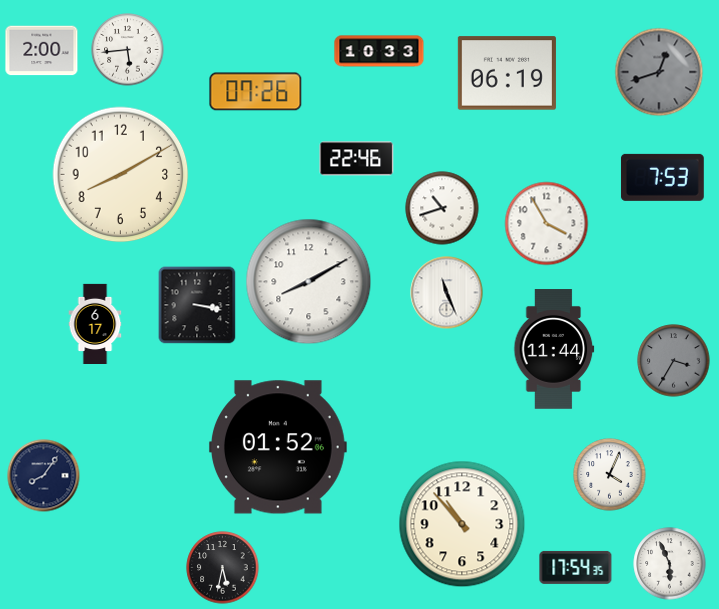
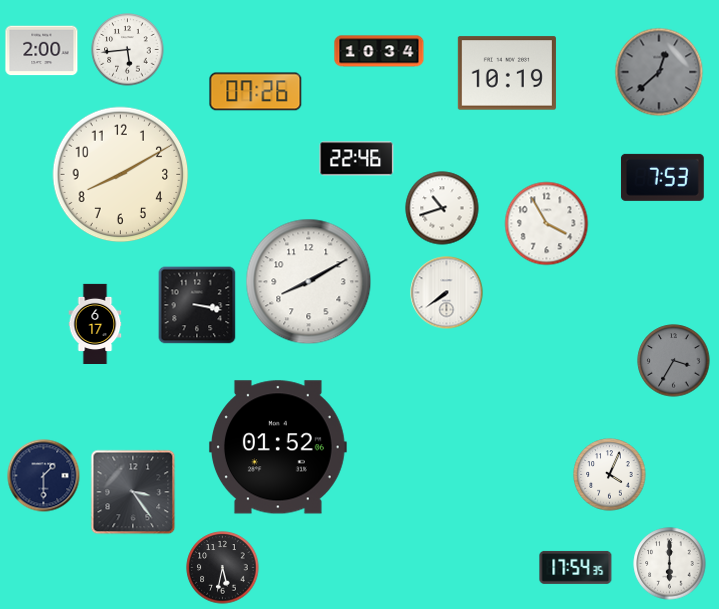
clock at (379, 51): 10:33 -> 10:34
clock at (659, 72): 12:42 -> 12:38
clock at (507, 73): 06:19 -> 10:19
clock at (447, 293): 11:26 -> 7:39
clock at (554, 349): 11:44 -> none
clock at (44, 476): 8:06 -> 1:30
clock at (133, 492): none -> 3:24
clock at (462, 524): 10:53 -> none
clock at (670, 564): 5:56 -> 6:00
